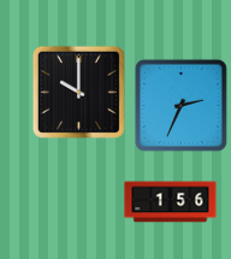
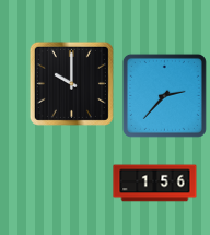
clock at (180, 105): 2:34 -> 2:37
